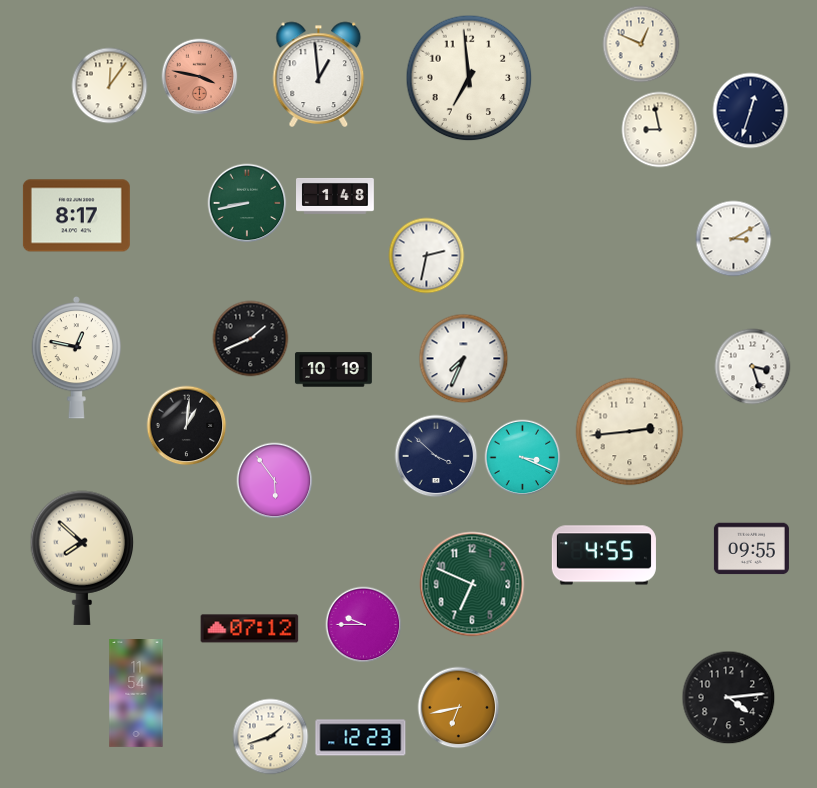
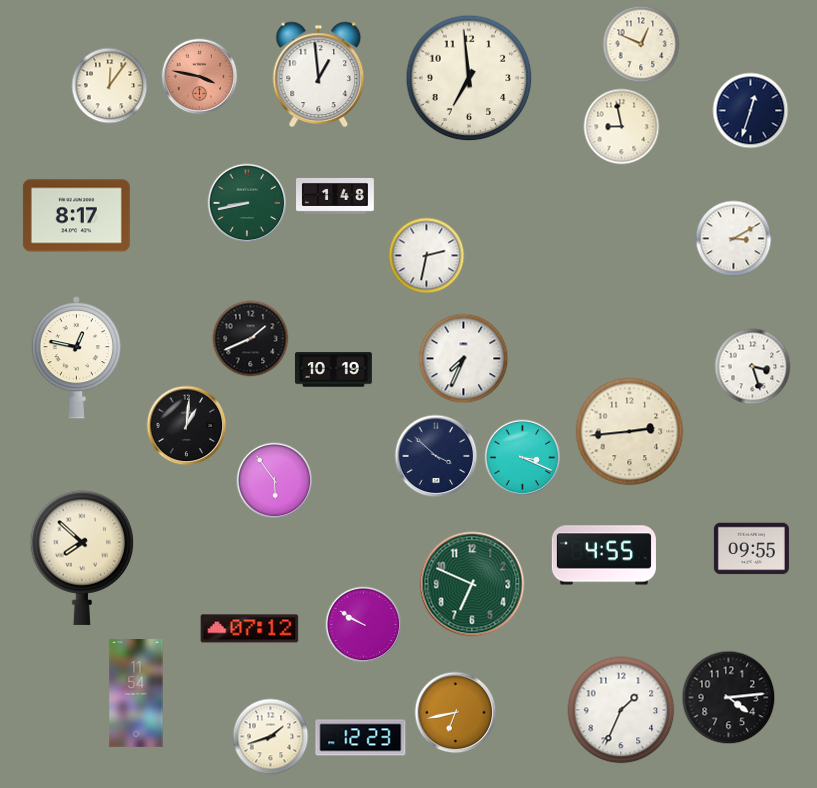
clock at (660, 130) position: (660, 130) -> (622, 127)
clock at (364, 625): 9:45 -> 9:50
clock at (459, 708) position: (459, 708) -> (456, 713)
clock at (621, 710): none -> 1:34
